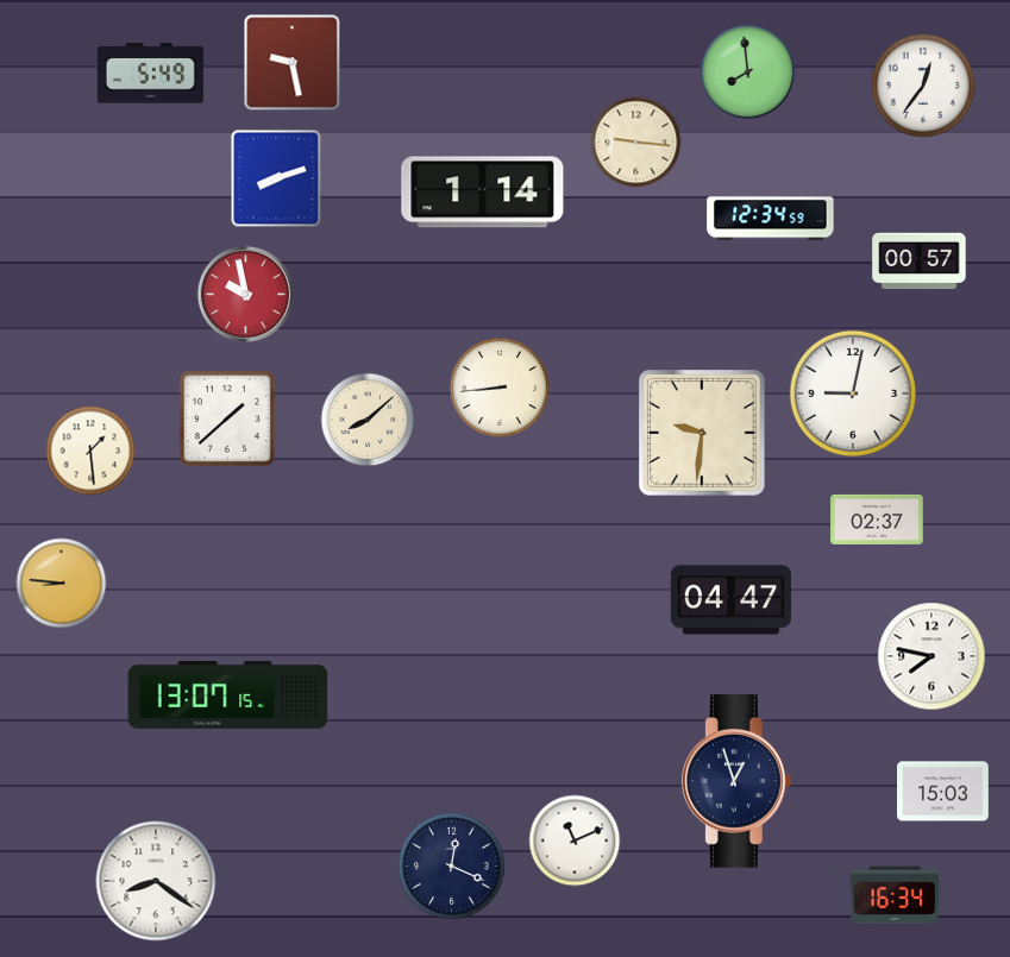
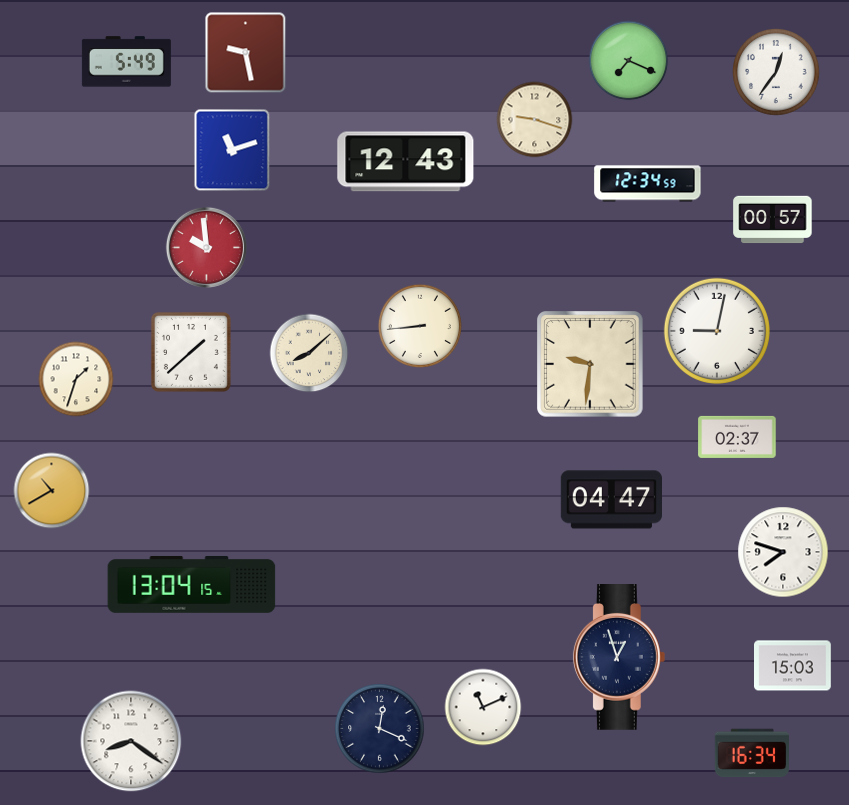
clock at (748, 73): 7:59 -> 7:19
clock at (636, 143): 9:16 -> 9:18
clock at (276, 178): 8:12 -> 11:12
clock at (483, 193): 1:14 -> 12:43
clock at (245, 294): 9:58 -> 9:59
clock at (90, 451): 1:29 -> 1:33
clock at (62, 584): 8:46 -> 10:40
clock at (732, 600) position: (732, 600) -> (612, 500)
clock at (931, 656): 7:47 -> 7:48
clock at (228, 694): 13:07 -> 13:04
